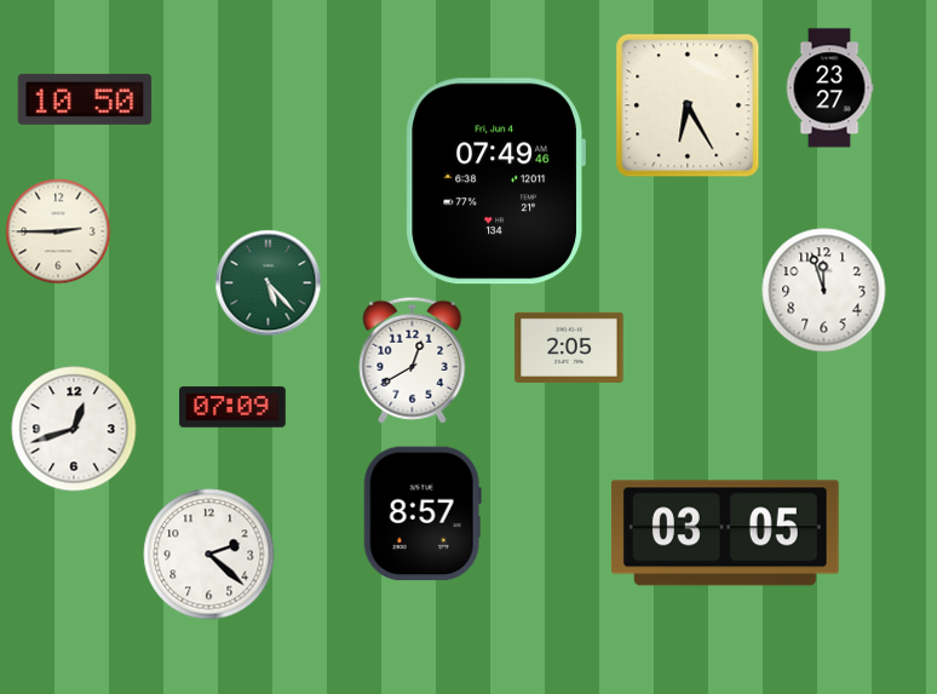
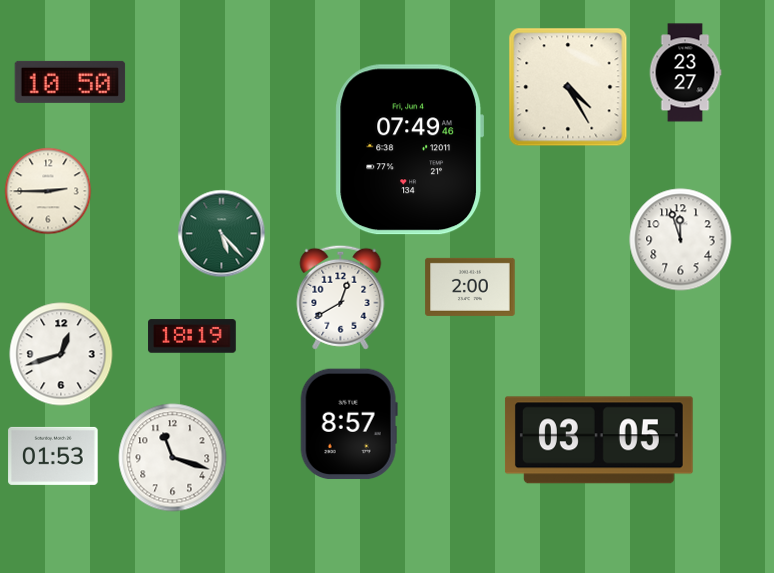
clock at (688, 105): 6:25 -> 4:25
clock at (569, 348): 2:05 -> 2:00
clock at (232, 407): 07:09 -> 18:19
clock at (53, 456): none -> 01:53
clock at (209, 555): 2:22 -> 11:18
